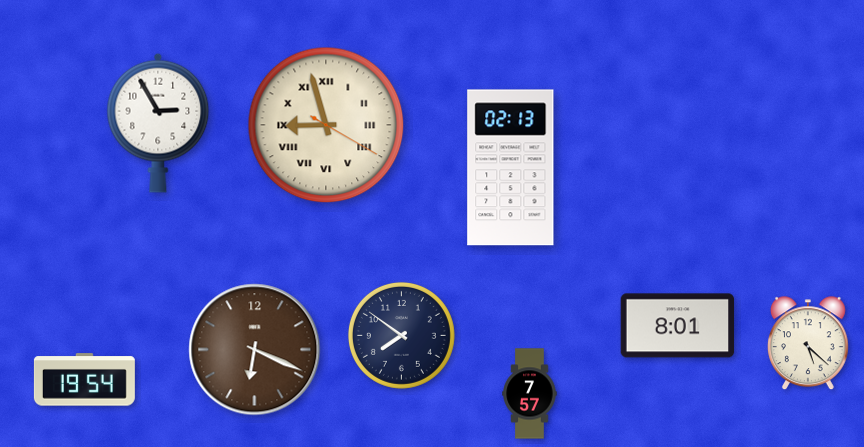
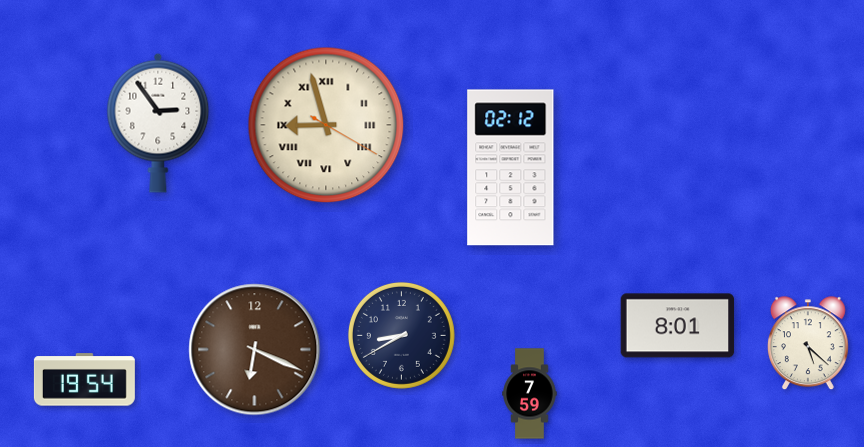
clock at (158, 123): 2:55 -> 2:54
clock at (511, 168): 02:13 -> 02:12
clock at (401, 335): 7:51 -> 8:40
clock at (530, 394): 7:57 -> 7:59
